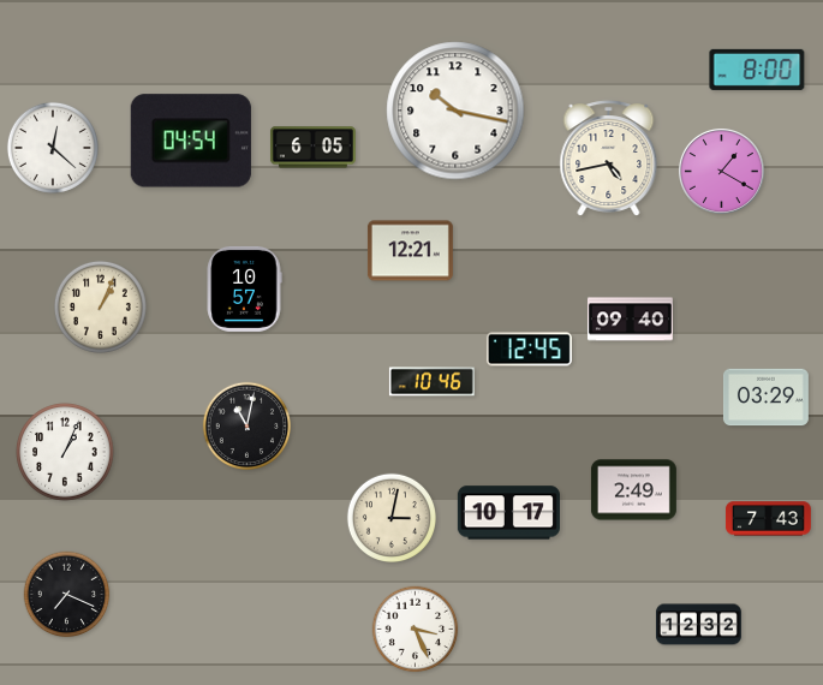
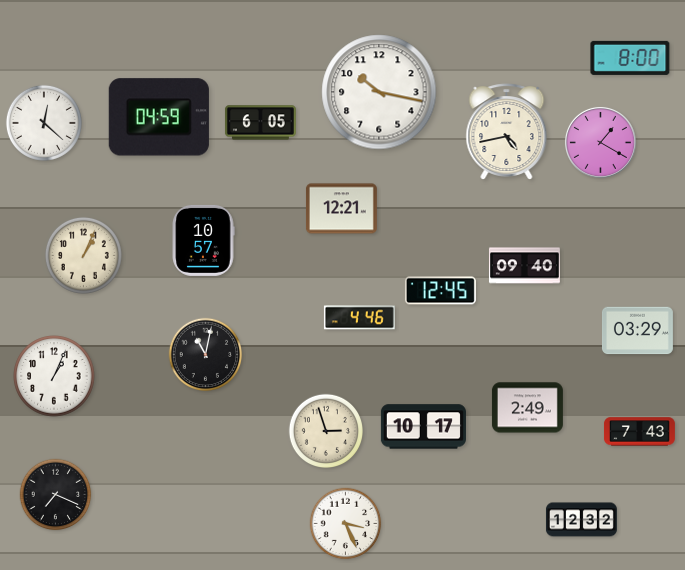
clock at (191, 141): 04:54 -> 04:59
clock at (431, 382): 10:46 -> 4:46
clock at (390, 517): 3:02 -> 2:57
